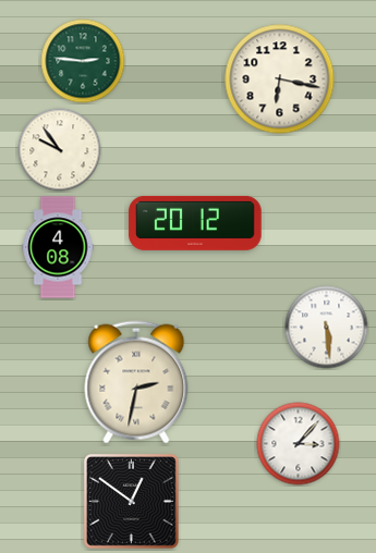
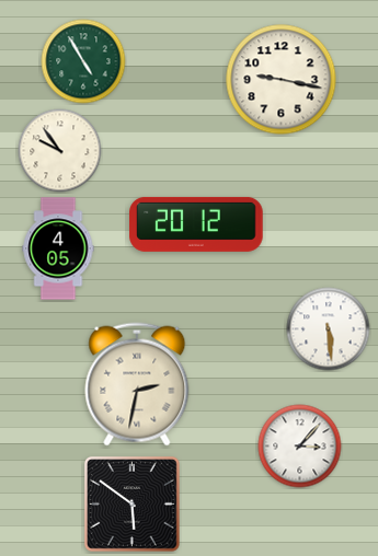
clock at (83, 61): 2:46 -> 4:55
clock at (280, 79): 6:17 -> 9:17
clock at (58, 247): 4:08 -> 4:05
clock at (131, 501): 12:51 -> 5:51
